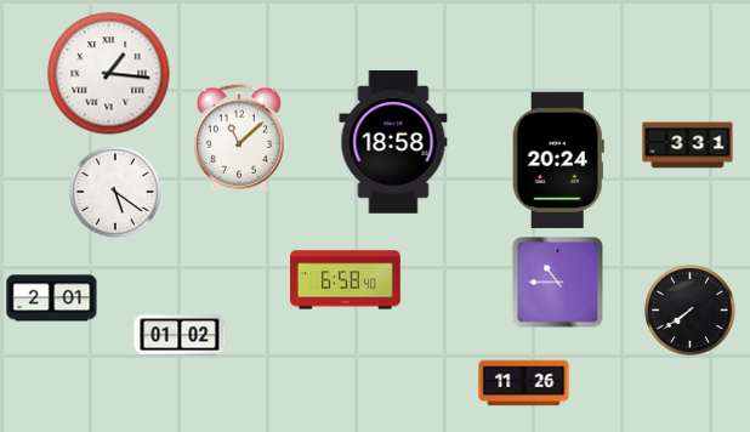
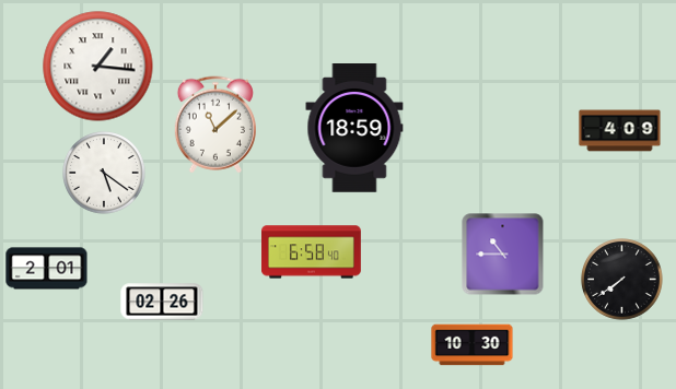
clock at (393, 143): 18:58 -> 18:59
clock at (688, 146): 3:31 -> 4:09
clock at (558, 160): 20:24 -> none
clock at (180, 335): 01:02 -> 02:26
clock at (524, 383): 11:26 -> 10:30
